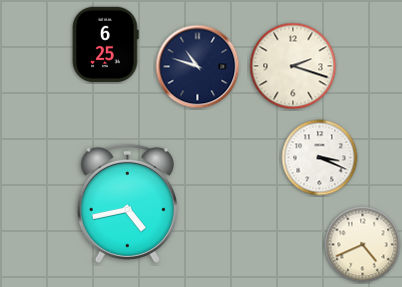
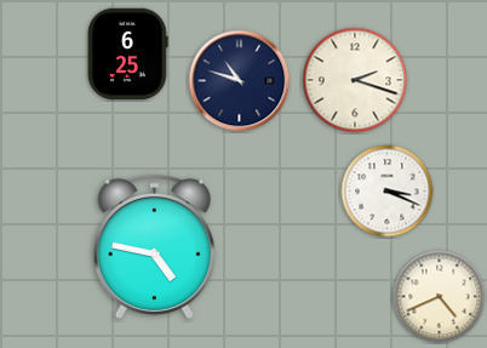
clock at (127, 203): 4:43 -> 4:47
